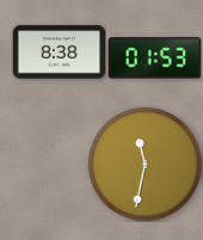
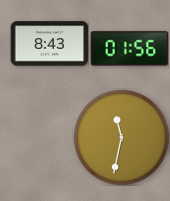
clock at (59, 53): 8:38 -> 8:43
clock at (154, 59): 01:53 -> 01:56
